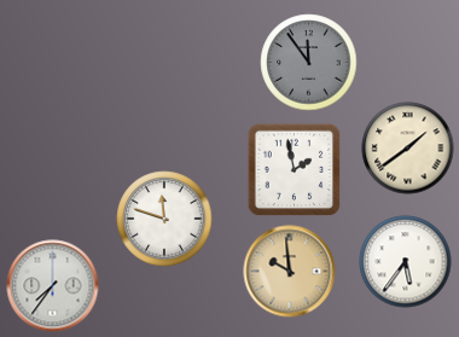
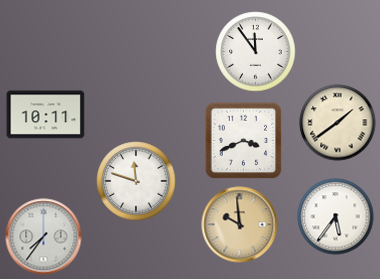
clock at (309, 63) dial: grey -> white
clock at (46, 115): none -> 10:11
clock at (294, 169): 1:58 -> 3:41
